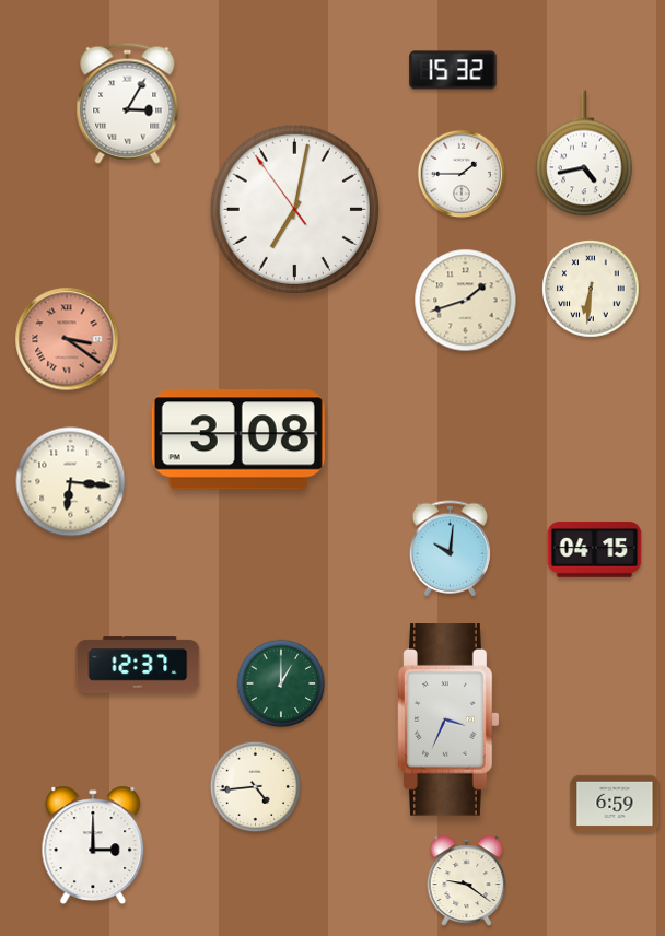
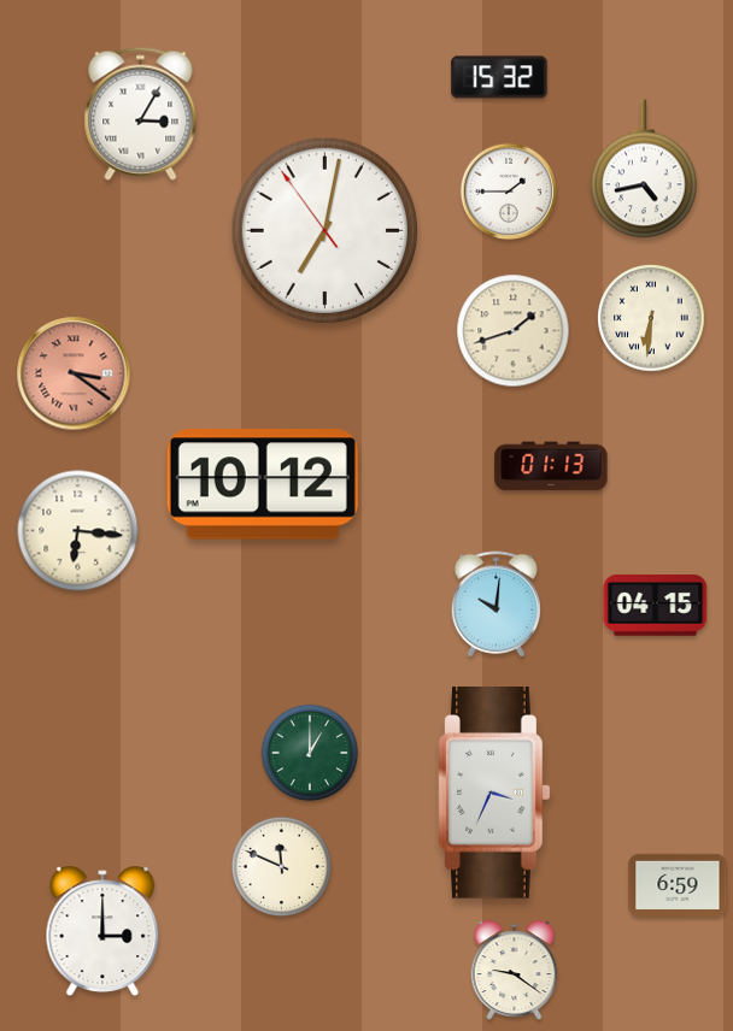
clock at (551, 466): none -> 01:13
clock at (238, 440): 3:08 -> 10:12
clock at (138, 665): 12:37 -> none
clock at (256, 787): 4:44 -> 11:49
